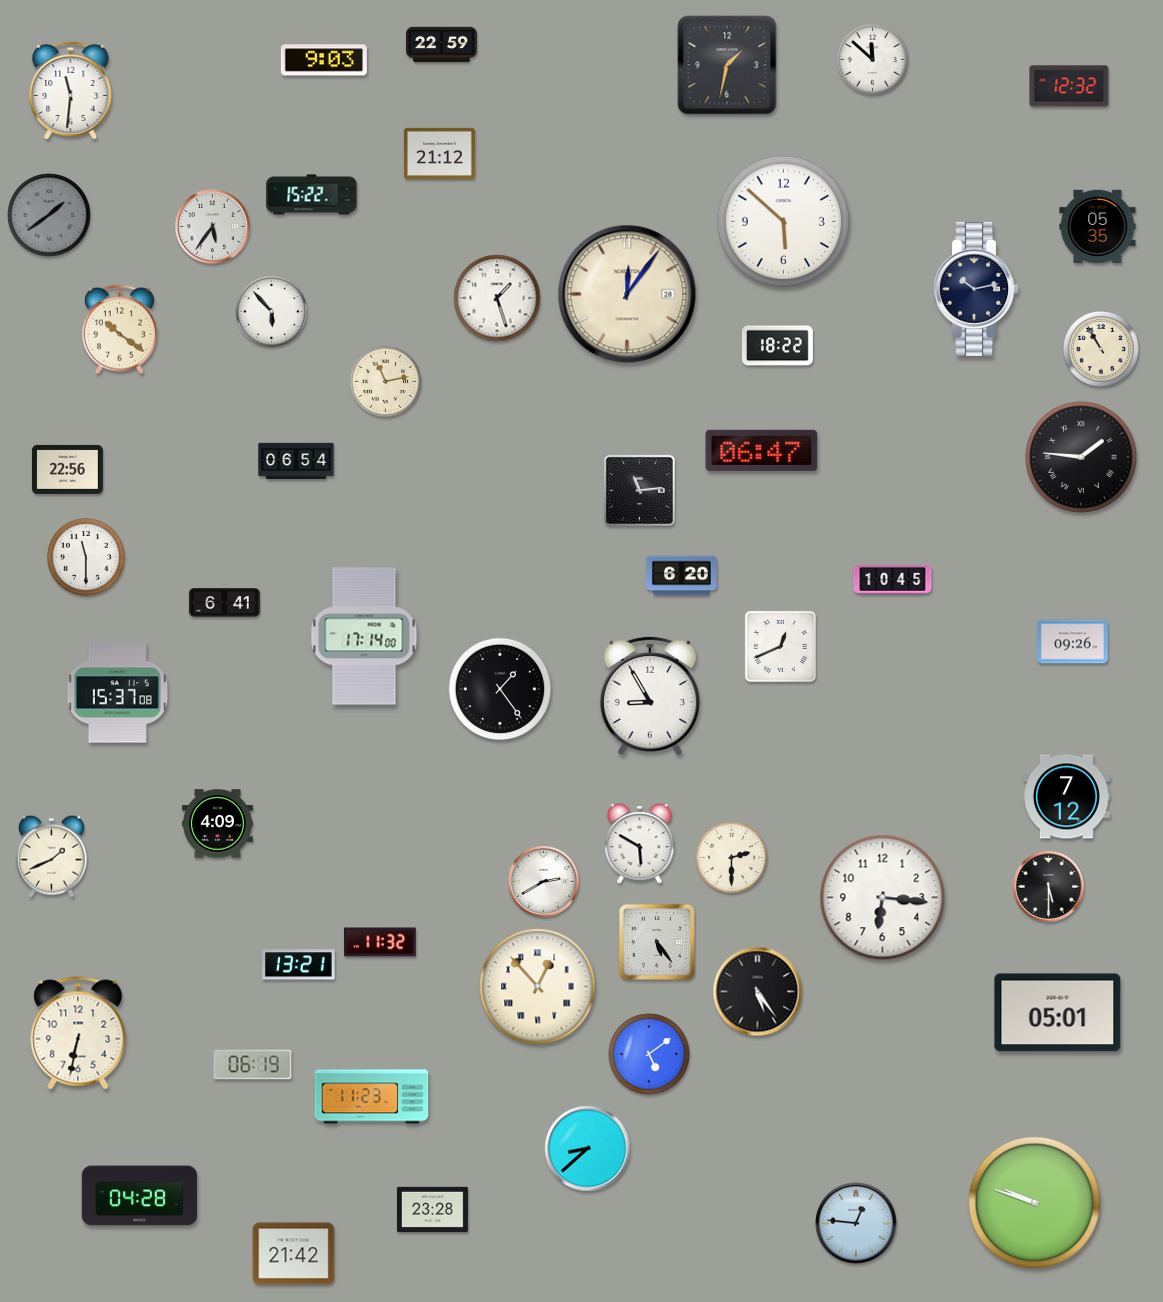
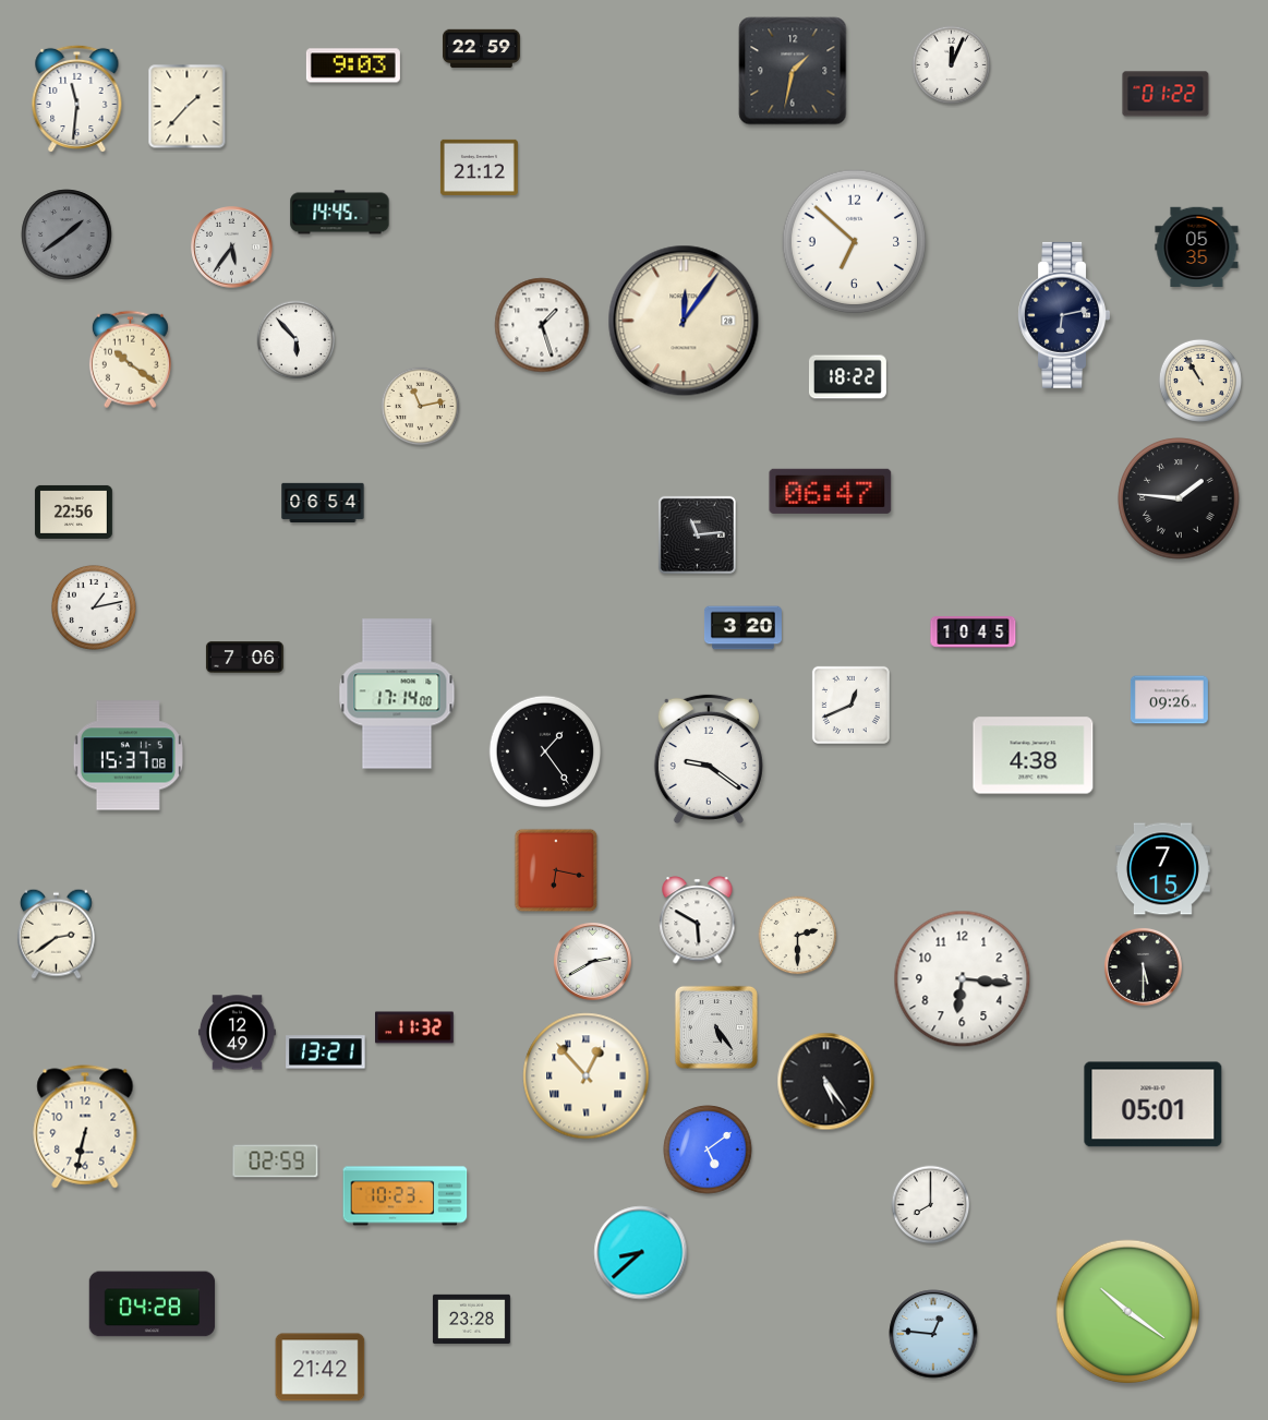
clock at (873, 60): 11:52 -> 12:04
clock at (1069, 86): 12:32 -> 01:22
clock at (188, 107): none -> 1:37
clock at (312, 195): 15:22 -> 14:45
clock at (49, 215) position: (49, 215) -> (67, 234)
clock at (784, 222): 5:52 -> 6:52
clock at (975, 289): 10:13 -> 6:13
clock at (386, 382) position: (386, 382) -> (421, 407)
clock at (86, 557): 11:30 -> 1:13
clock at (681, 576): 6:20 -> 3:20
clock at (224, 603): 6:41 -> 7:06
clock at (1034, 756): none -> 4:38
clock at (650, 695): 8:55 -> 9:21
clock at (1066, 797): 7:12 -> 7:15
clock at (556, 870): none -> 6:17
clock at (217, 824): 4:09 -> none
clock at (51, 856): 1:41 -> 2:39
clock at (237, 1033): none -> 12:49
clock at (253, 1065): 06:19 -> 02:59
clock at (372, 1097): 11:23 -> 10:23
clock at (931, 1205): none -> 8:00
clock at (1035, 1203): 9:48 -> 10:21
